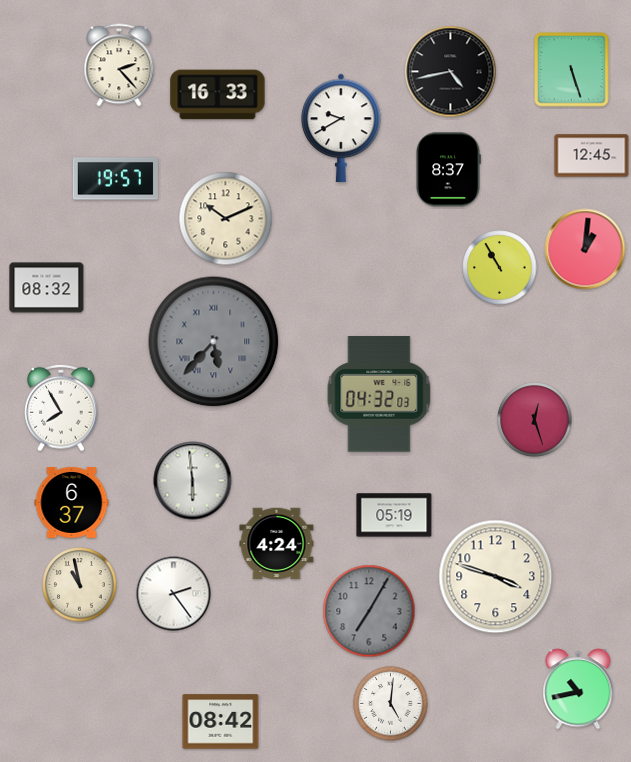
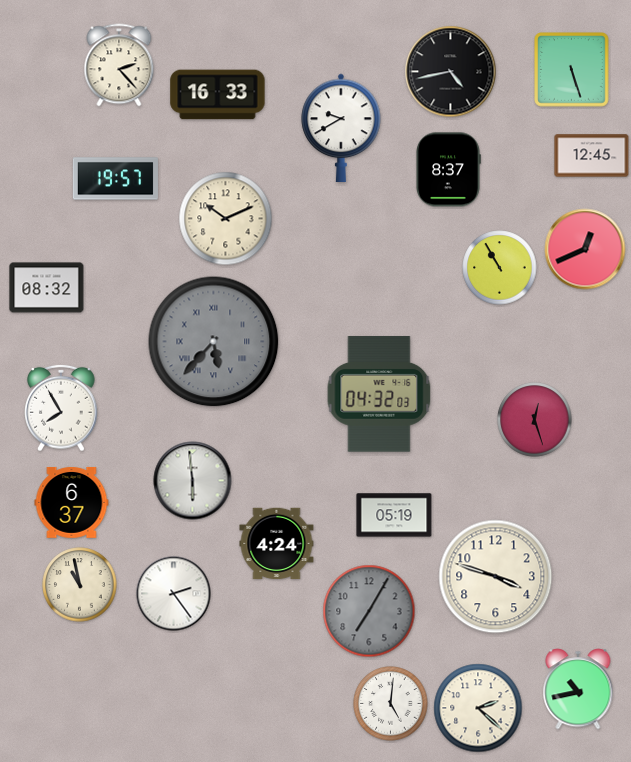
clock at (585, 249): 1:01 -> 12:41
clock at (478, 708): none -> 2:22
clock at (221, 722): 08:42 -> none
